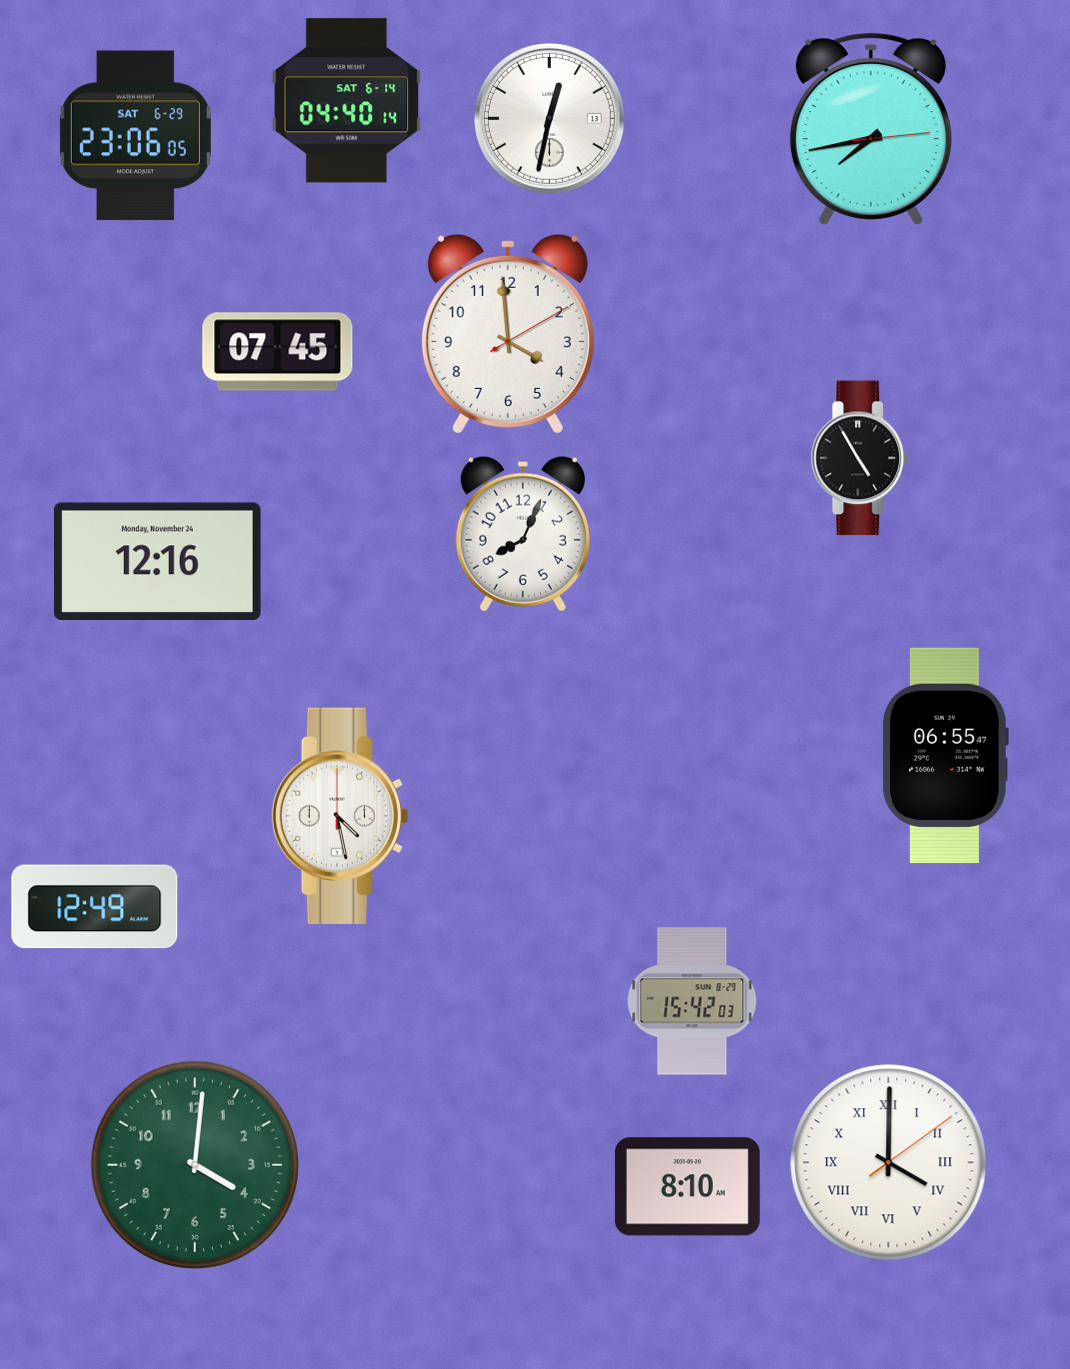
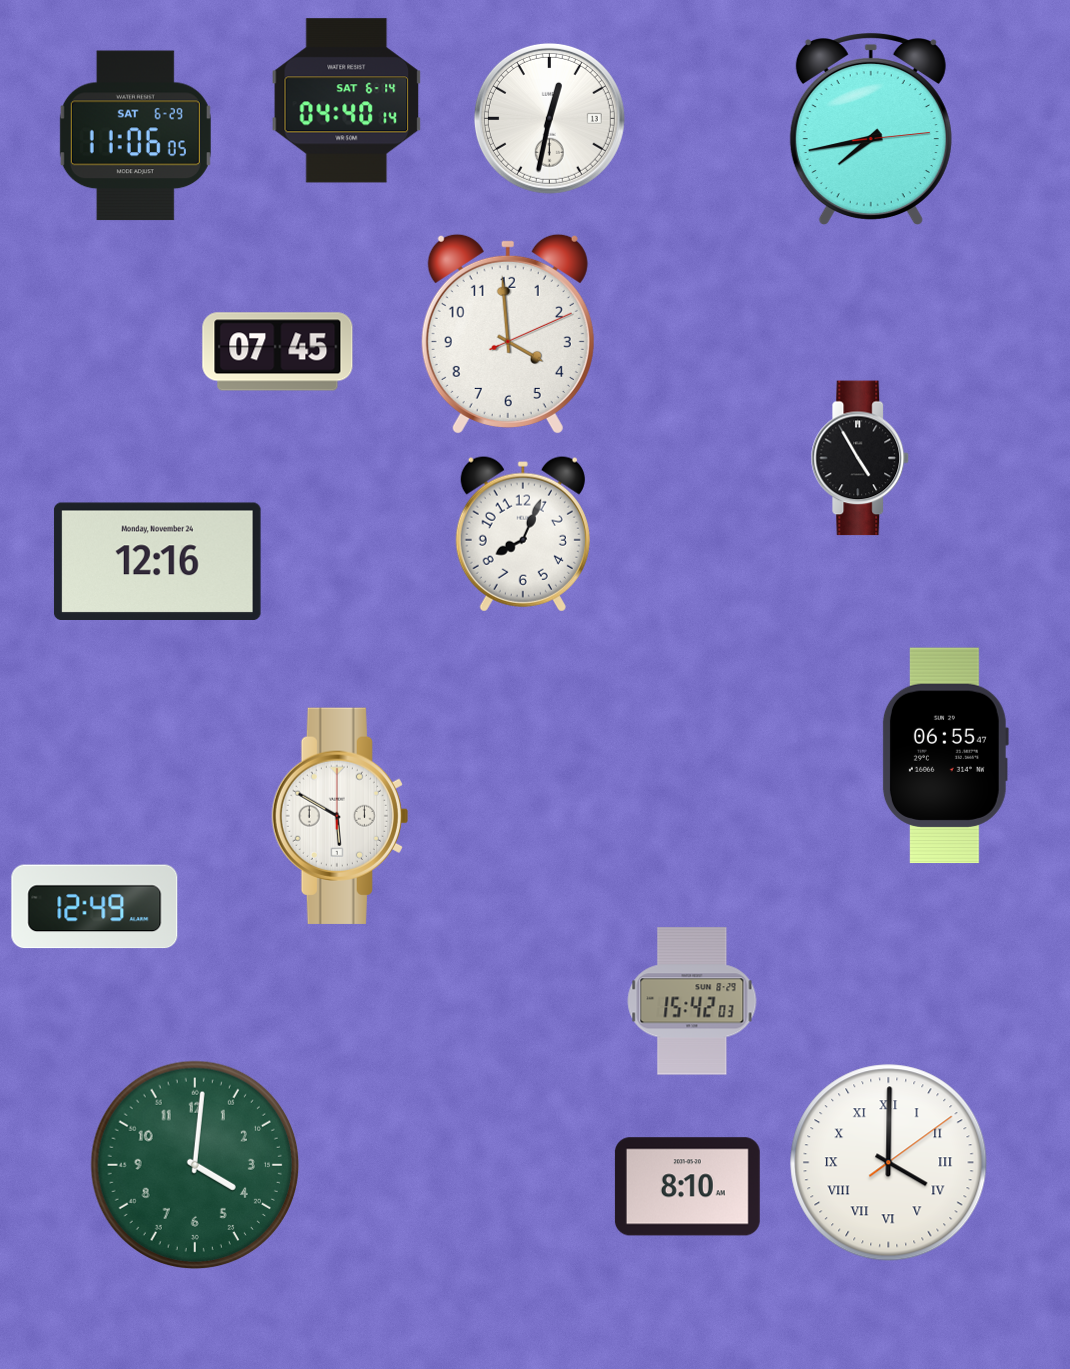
clock at (135, 136): 23:06 -> 11:06
clock at (508, 334): 3:59:10 -> 3:59:11
clock at (340, 816): 4:28 -> 5:50
